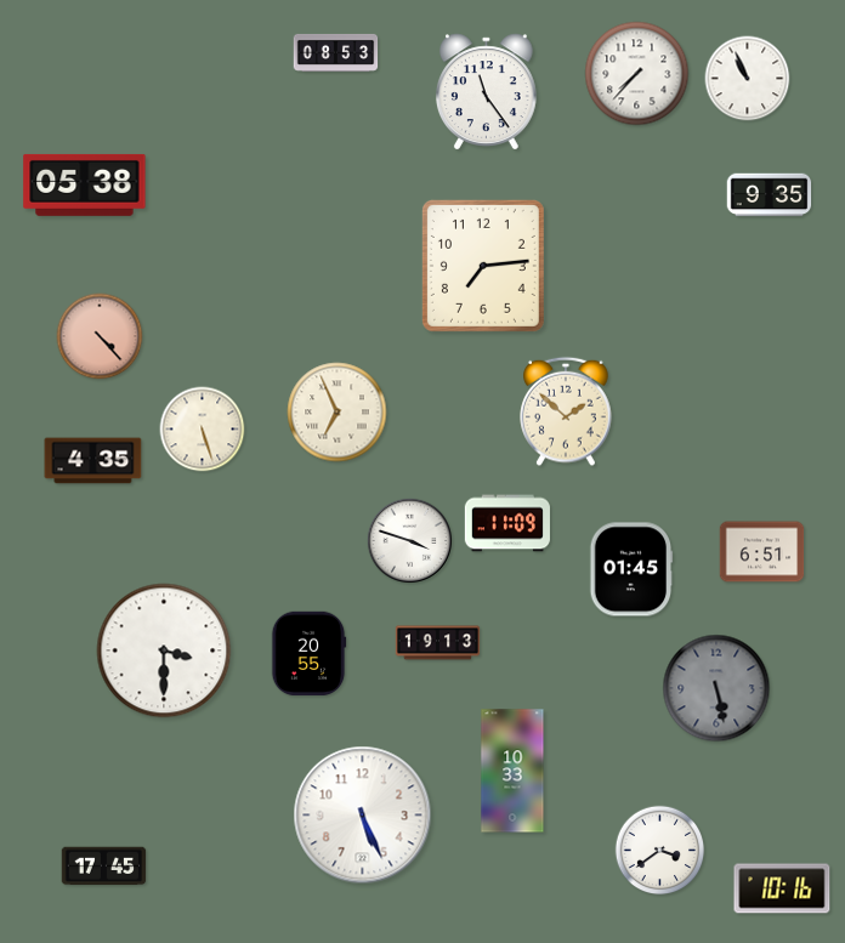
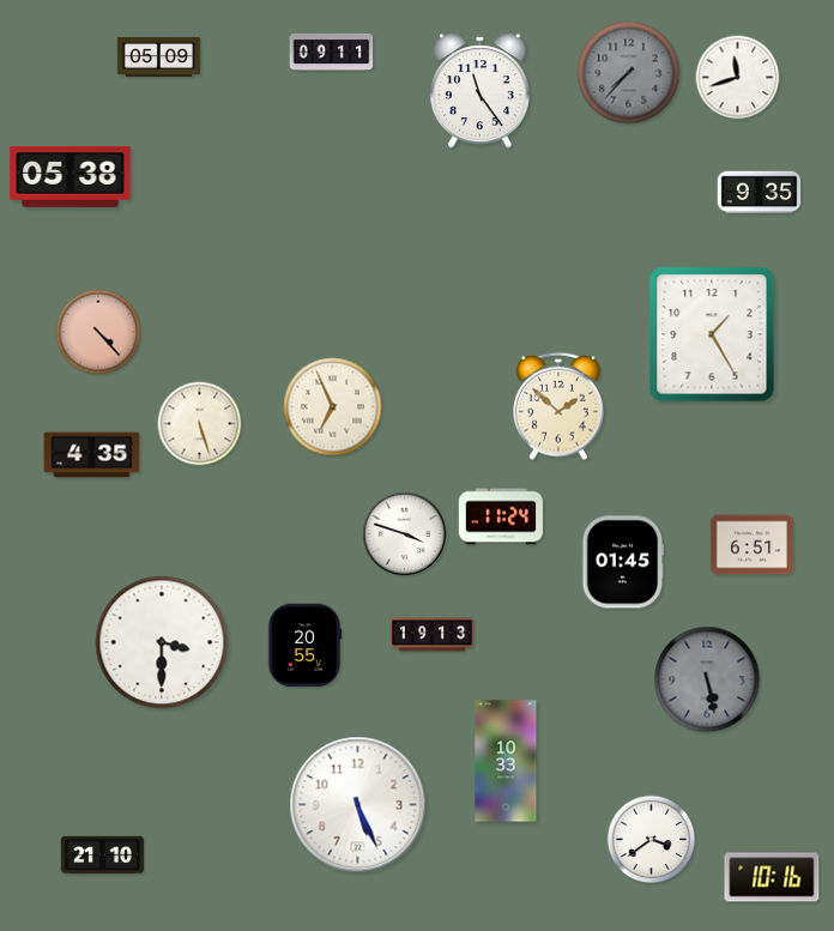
clock at (336, 52): 08:53 -> 09:11
clock at (159, 56): none -> 05:09
clock at (637, 74) dial: white -> grey
clock at (748, 79): 10:56 -> 11:42
clock at (85, 184) position: (85, 184) -> (71, 176)
clock at (483, 266): 7:14 -> none
clock at (712, 334): none -> 1:25
clock at (507, 523): 11:09 -> 11:24
clock at (104, 867): 17:45 -> 21:10
